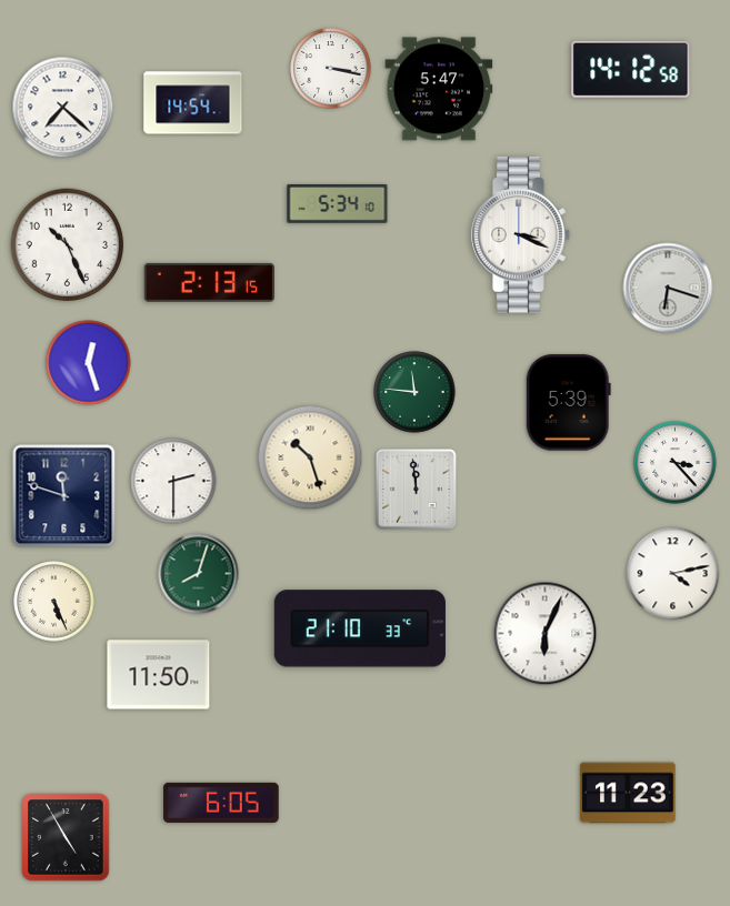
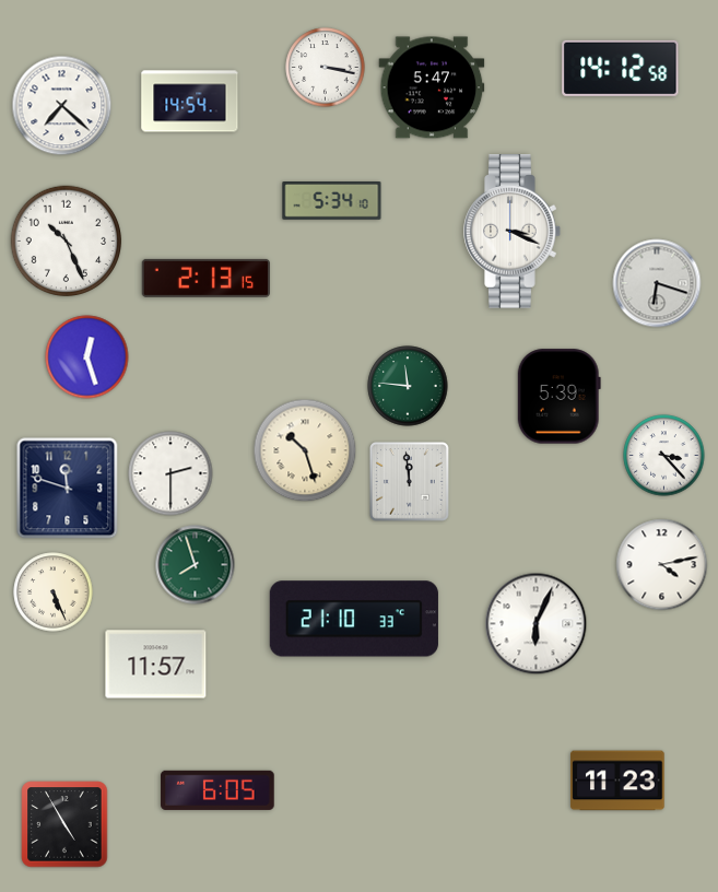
clock at (64, 496) position: (64, 496) -> (68, 489)
clock at (199, 574): 8:03 -> 7:57
clock at (159, 675): 11:50 -> 11:57
